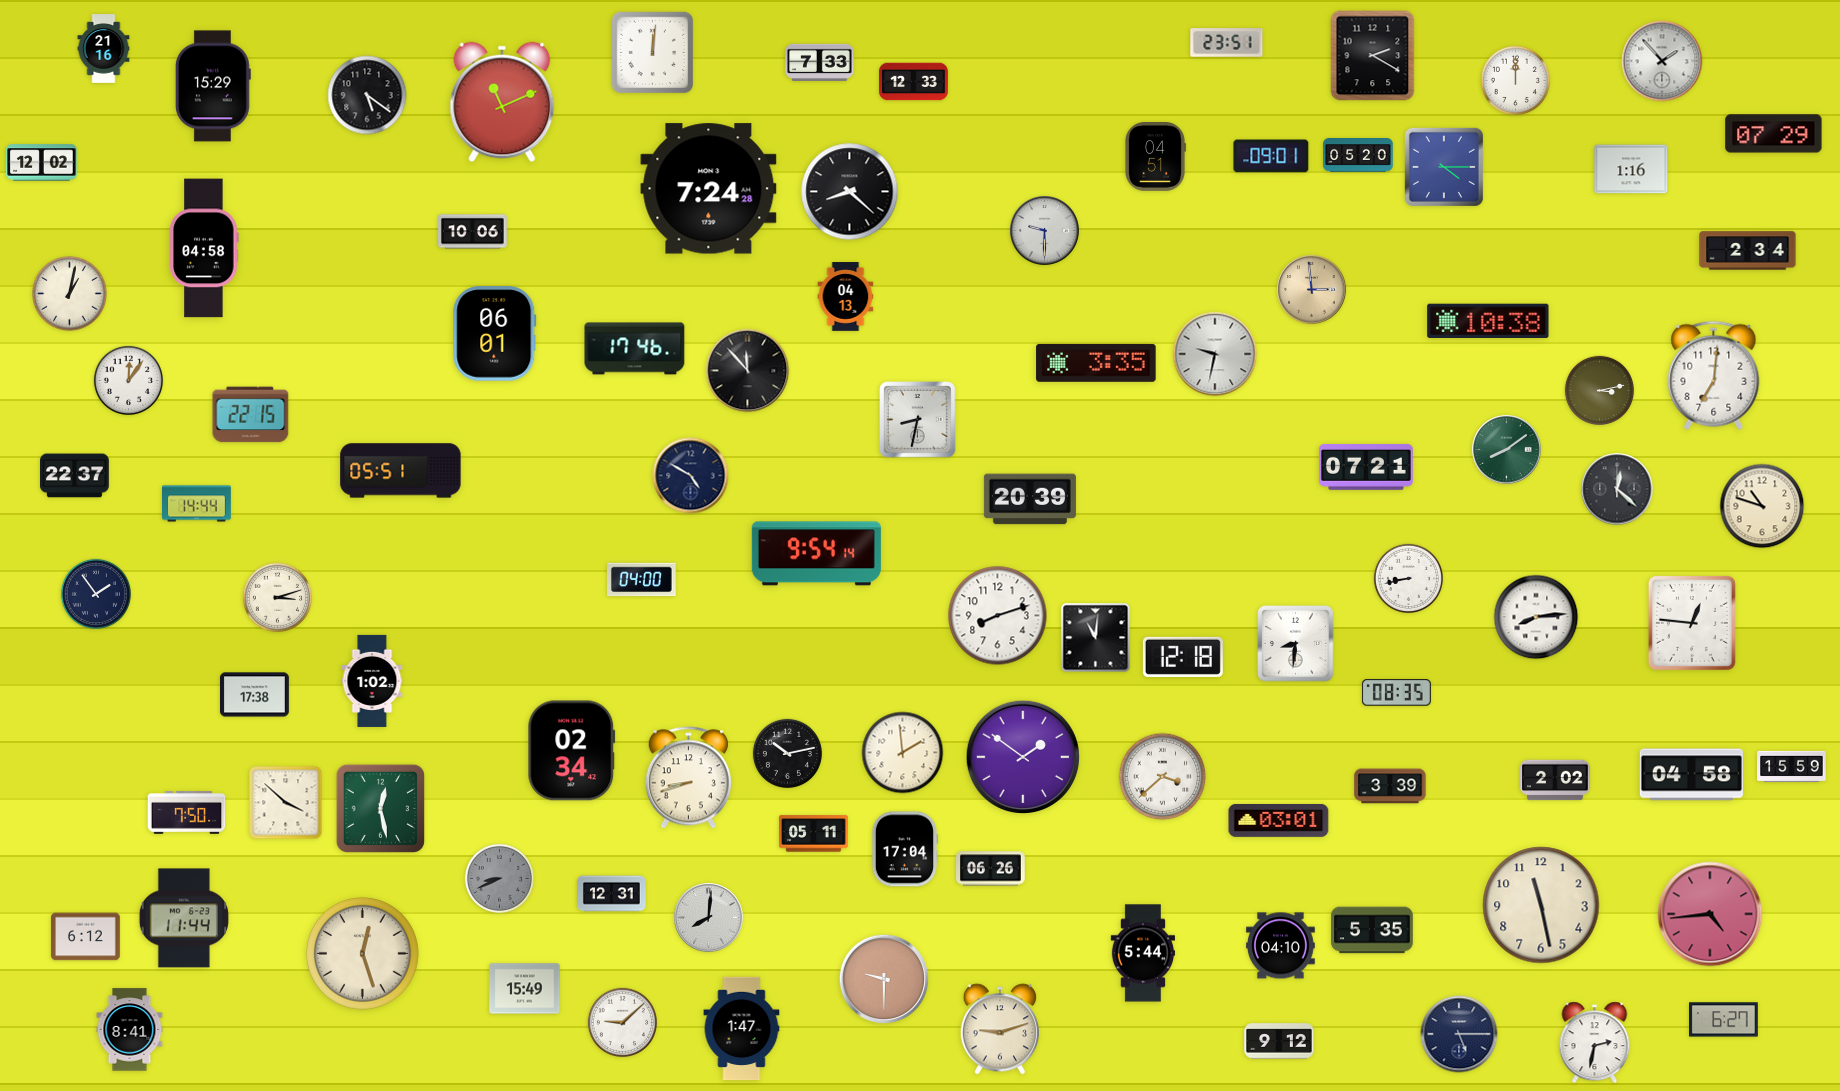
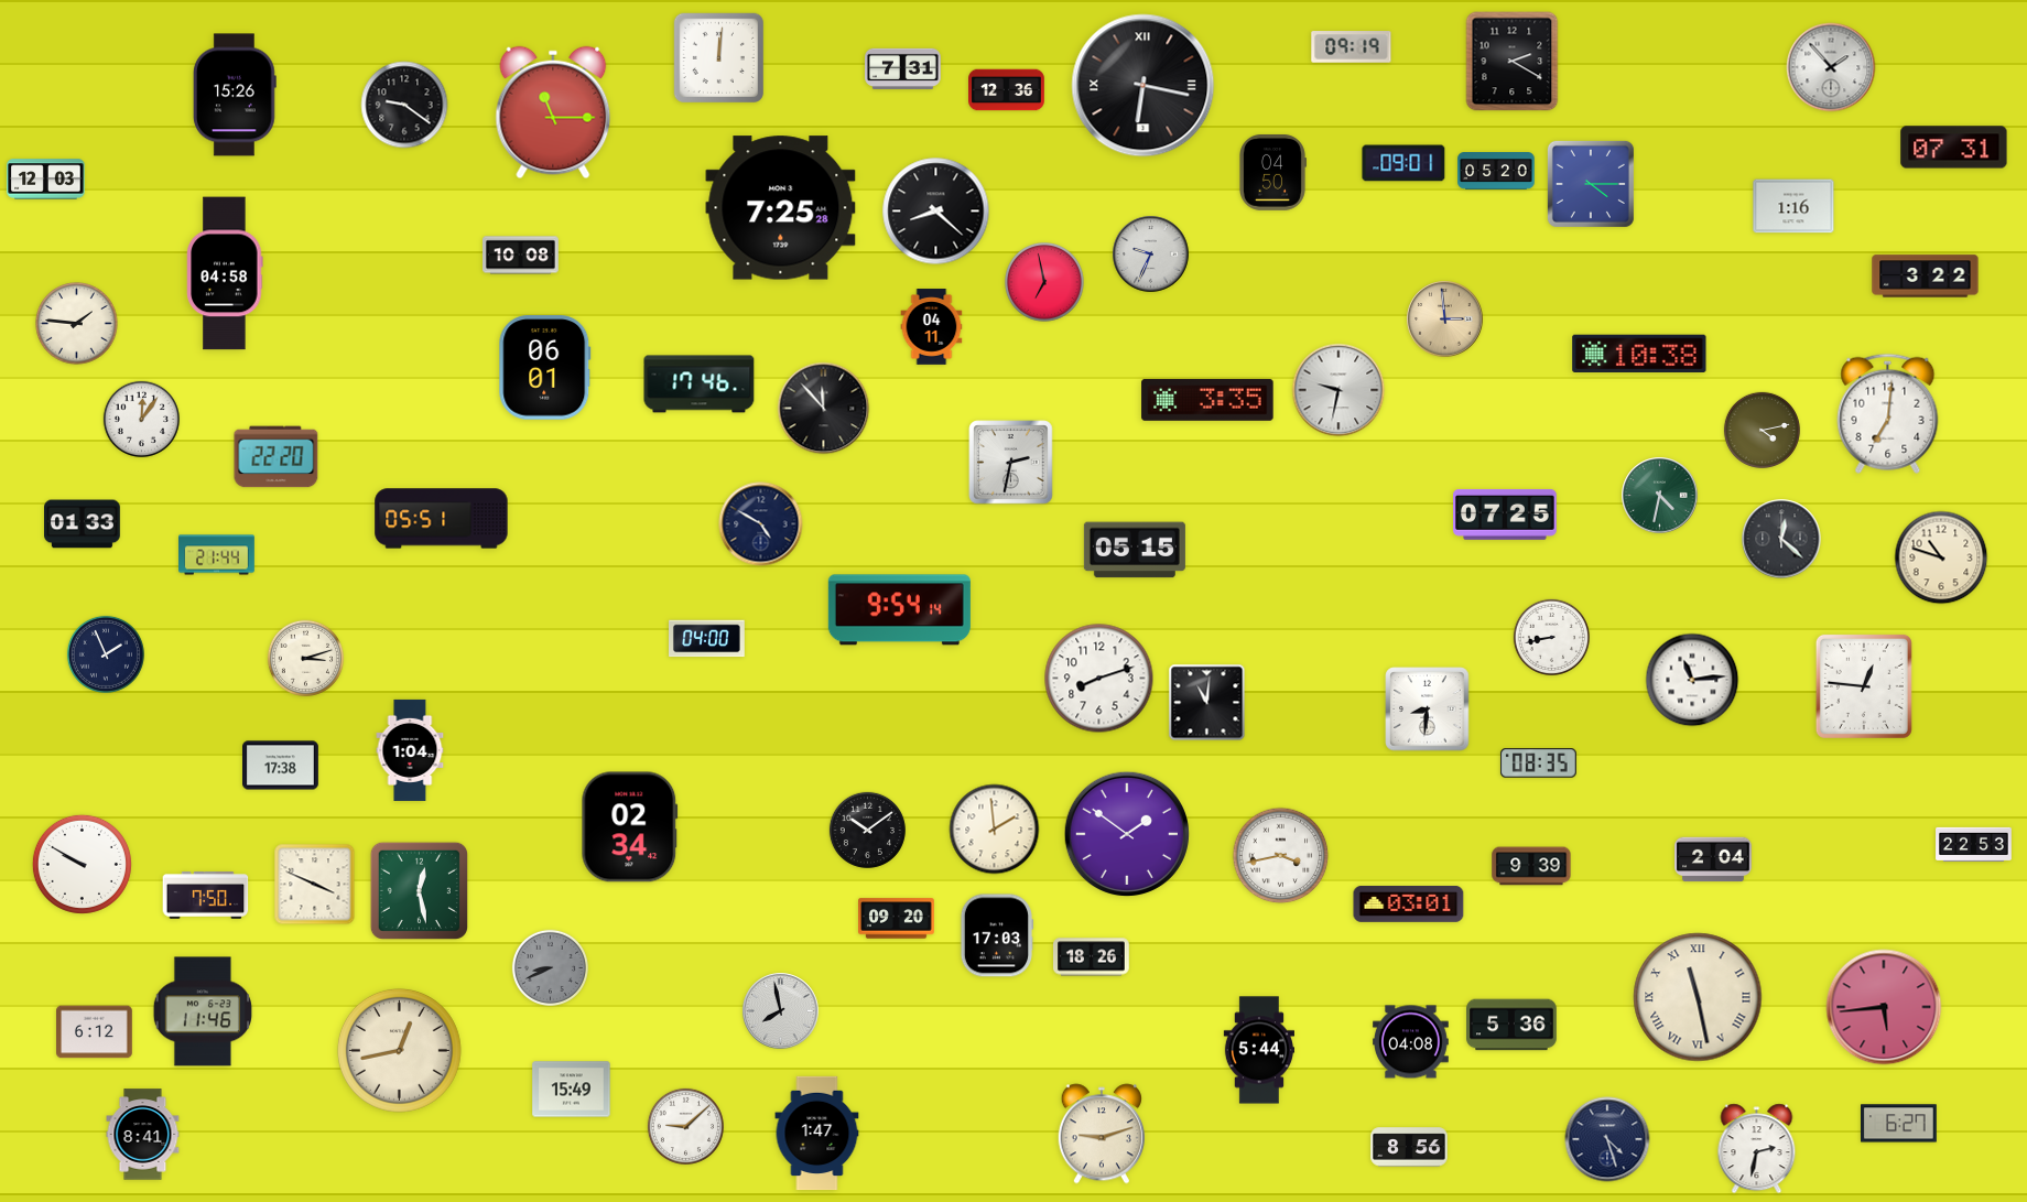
clock at (1227, 43): 23:51 -> 09:19
clock at (104, 49): 21:16 -> none
clock at (820, 62): 7:33 -> 7:31
clock at (1143, 86): none -> 6:17
clock at (1515, 80): 12:00 -> none
clock at (914, 82): 12:33 -> 12:36
clock at (213, 86): 15:29 -> 15:26
clock at (367, 95): 5:21 -> 9:21
clock at (502, 102): 11:11 -> 11:15
clock at (1774, 134): 07:29 -> 07:31
clock at (1271, 156) position: (1271, 156) -> (1403, 163)
clock at (1156, 157): 04:51 -> 04:50
clock at (42, 163): 12:02 -> 12:03
clock at (1631, 169) position: (1631, 169) -> (1793, 206)
clock at (709, 189): 7:24 -> 7:25
clock at (1045, 231): 9:30 -> 9:34
clock at (473, 232): 10:06 -> 10:08
clock at (1748, 251): 2:34 -> 3:22
clock at (1045, 283): none -> 6:58
clock at (70, 294): 1:02 -> 1:46
clock at (846, 297): 04:13 -> 04:11
clock at (1599, 390): 3:13 -> 4:13
clock at (251, 415): 22:15 -> 22:20
clock at (918, 420): 8:32 -> 2:32
clock at (1507, 450): 8:09 -> 4:32
clock at (1367, 467): 07:21 -> 07:25
clock at (75, 476): 22:37 -> 01:33
clock at (1030, 499): 20:39 -> 05:15
clock at (197, 504): 14:44 -> 21:44
clock at (96, 594): 1:54 -> 1:56
clock at (1536, 617): 8:14 -> 11:14
clock at (1183, 657): 12:18 -> none
clock at (372, 681): 1:02 -> 1:04
clock at (787, 753): 10:13 -> 10:09
clock at (1792, 766): 15:59 -> 22:53
clock at (1691, 775): 04:58 -> none
clock at (1163, 777): 3:38 -> 3:43
clock at (688, 778): 8:42 -> none
clock at (1555, 780): 2:02 -> 2:04
clock at (82, 864): none -> 9:50
clock at (1390, 786): 3:39 -> 9:39
clock at (286, 803): 3:52 -> 3:49
clock at (814, 834): 05:11 -> 09:20
clock at (905, 849): 17:04 -> 17:03
clock at (991, 869): 06:26 -> 18:26
clock at (612, 894): 12:31 -> none
clock at (1541, 905) numerals: Arabic -> Roman
clock at (1710, 914): 4:44 -> 5:44
clock at (184, 918): 11:44 -> 11:46
clock at (709, 918): 8:01 -> 7:58
clock at (1372, 930): 5:35 -> 5:36
clock at (1281, 946): 04:10 -> 04:08
clock at (362, 953): 12:27 -> 12:43
clock at (884, 979): 9:30 -> none
clock at (525, 989) position: (525, 989) -> (572, 1090)
clock at (1459, 1034): 5:15 -> 4:27
clock at (1279, 1041): 9:12 -> 8:56
